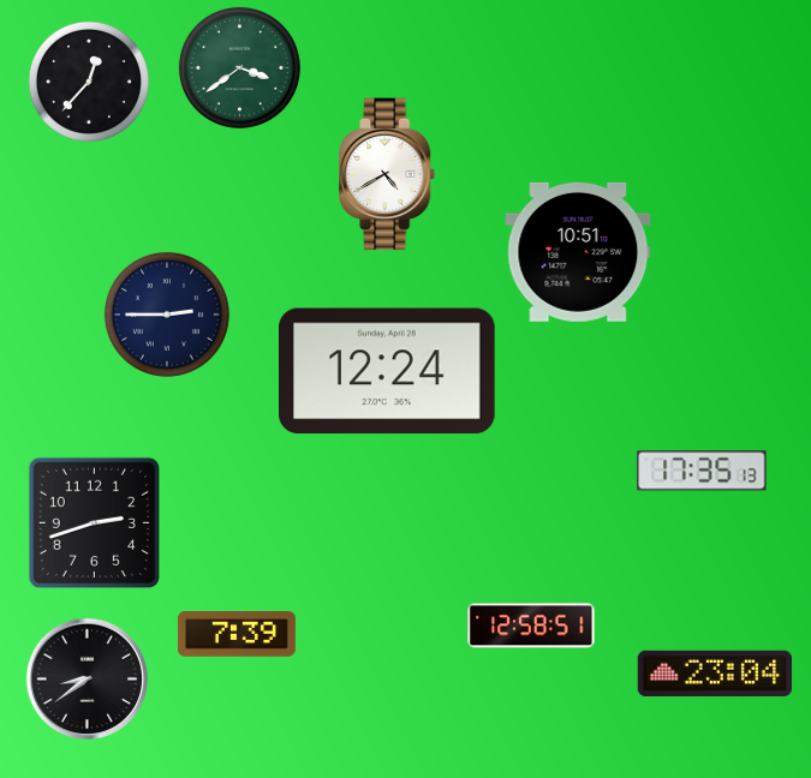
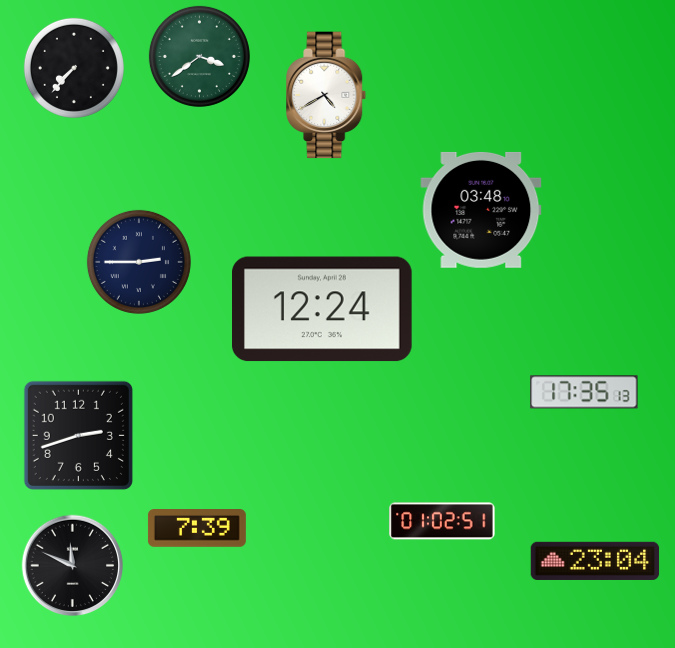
clock at (89, 82): 12:37 -> 7:37
clock at (388, 174) position: (388, 174) -> (327, 95)
clock at (578, 252): 10:51 -> 03:48
clock at (531, 626): 12:58 -> 01:02
clock at (88, 680): 8:39 -> 11:49
